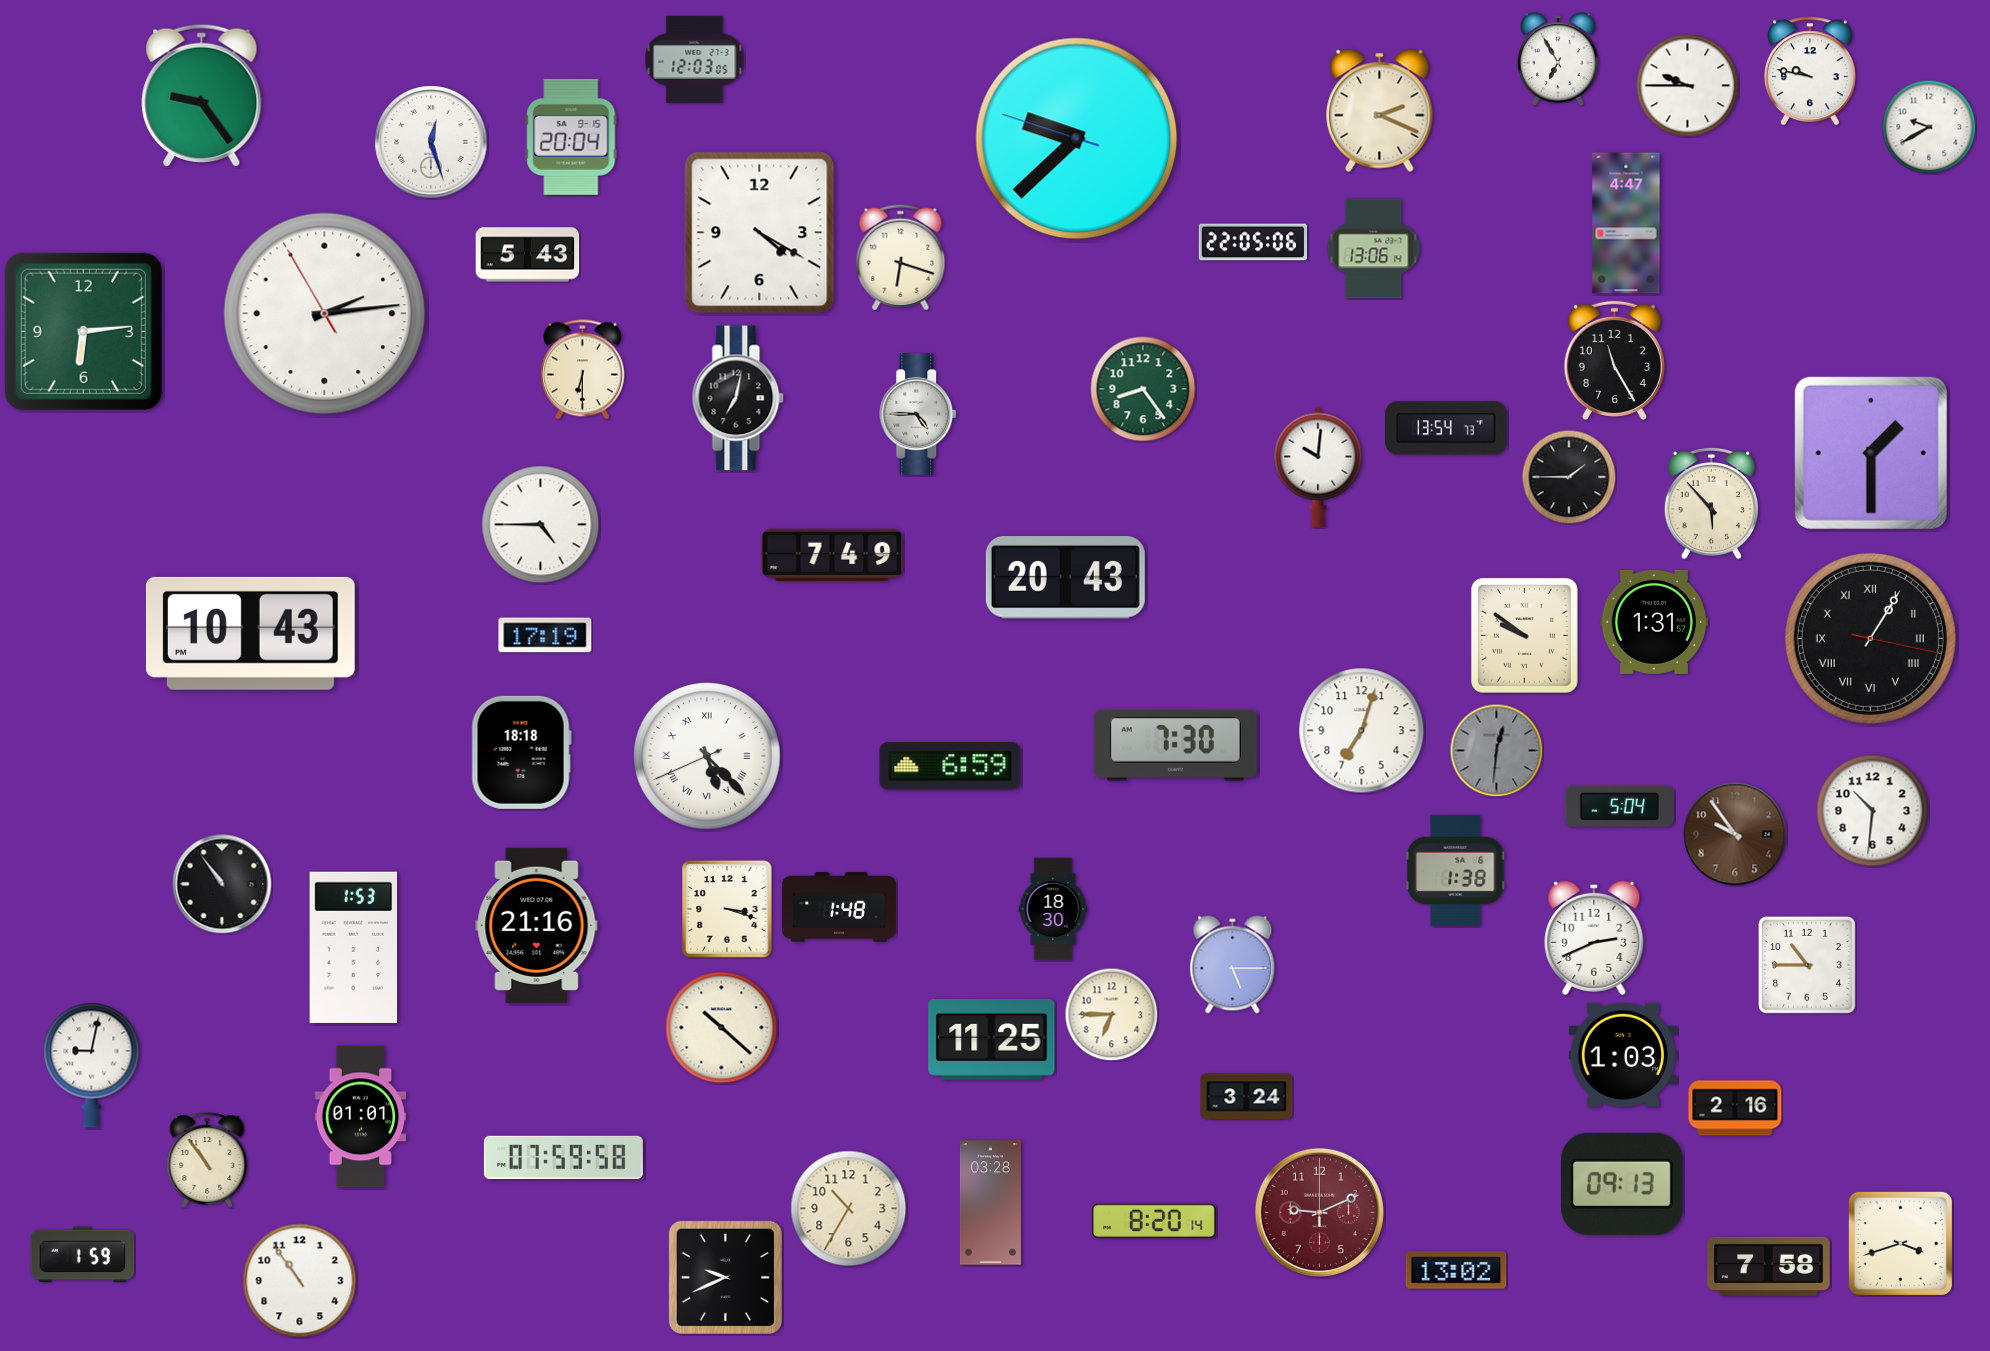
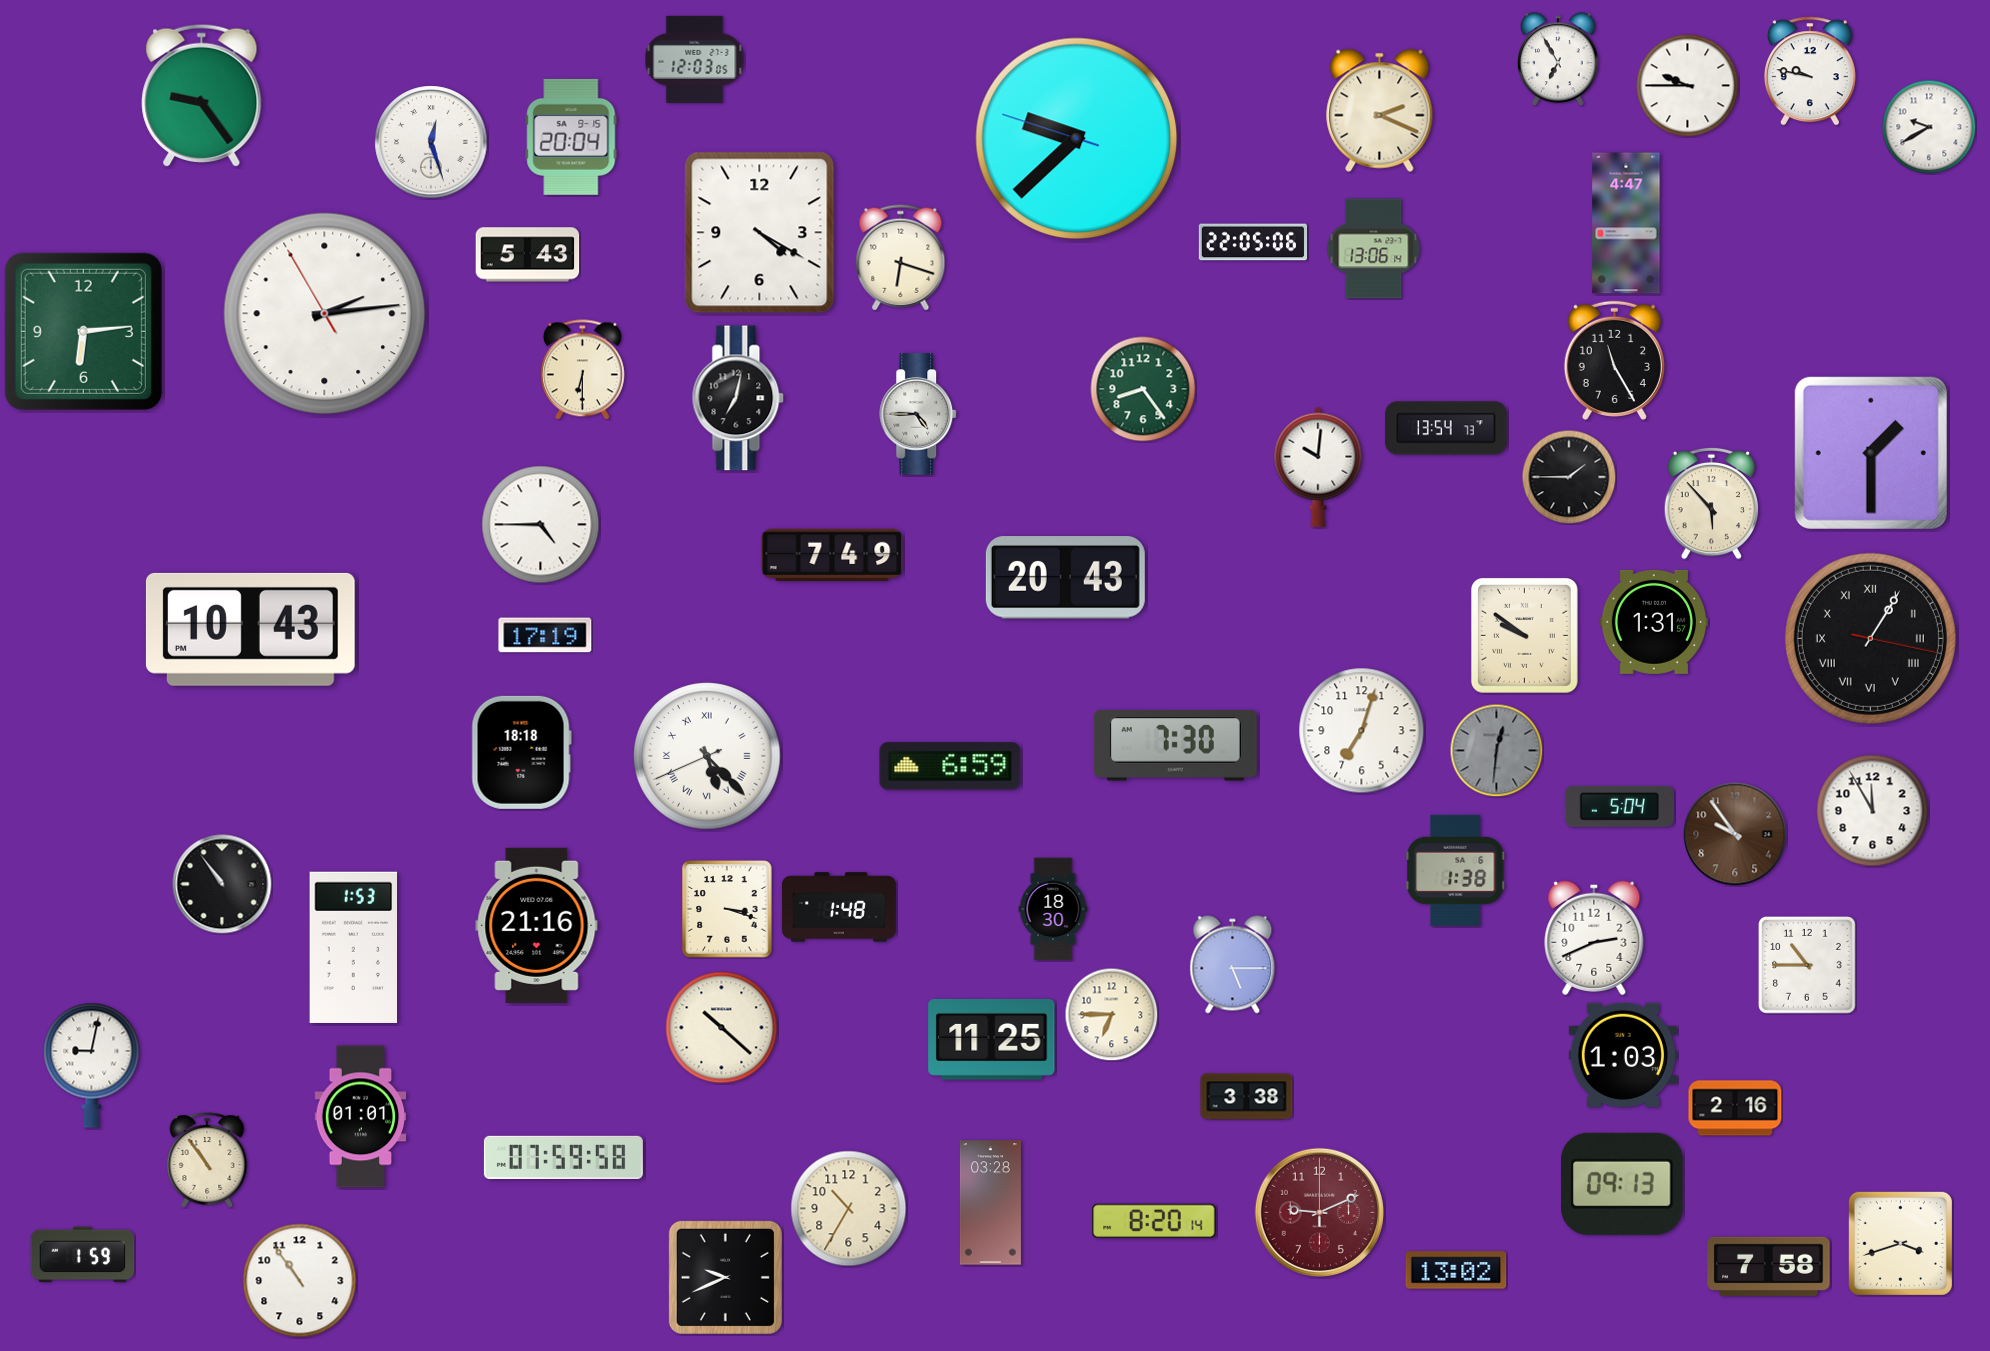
clock at (250, 633) position: (250, 633) -> (250, 629)
clock at (1873, 811): 10:31 -> 11:55
clock at (1247, 1097): 3:24 -> 3:38
